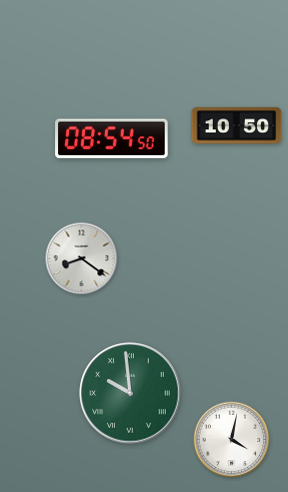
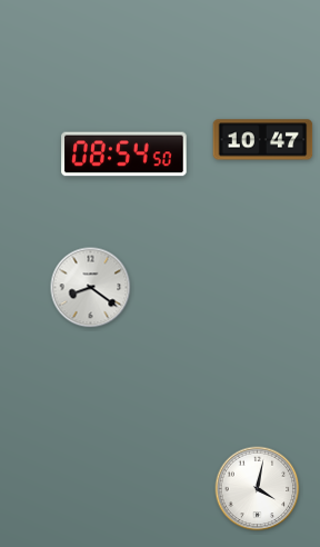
clock at (237, 126): 10:50 -> 10:47
clock at (130, 393): 9:59 -> none
